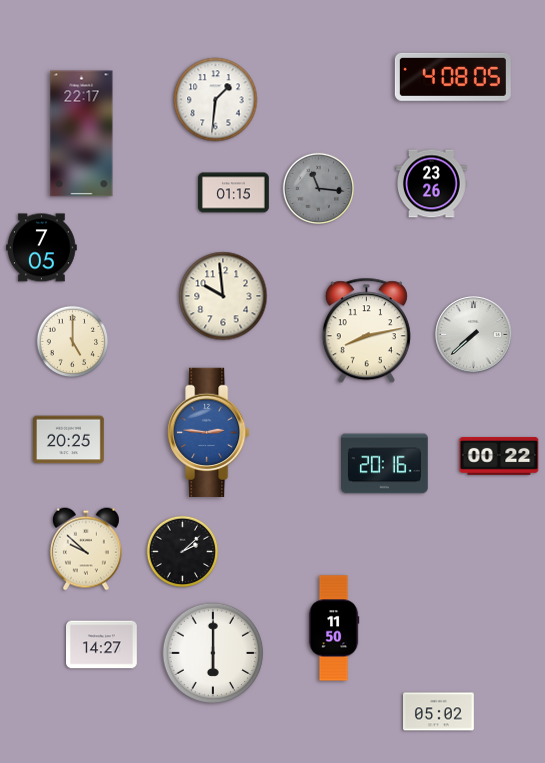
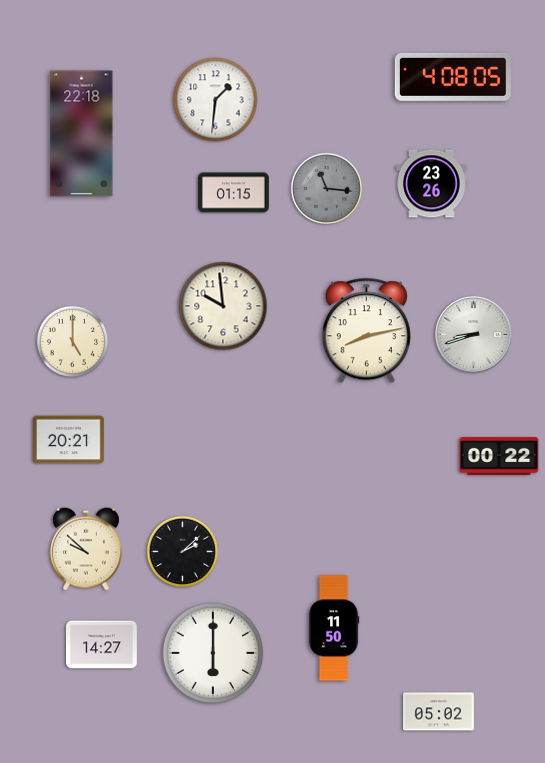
clock at (82, 134): 22:17 -> 22:18
clock at (319, 189) position: (319, 189) -> (327, 189)
clock at (42, 248): 7:05 -> none
clock at (223, 296) position: (223, 296) -> (223, 306)
clock at (474, 335): 7:38 -> 8:42
clock at (209, 432): 2:46 -> none
clock at (69, 440): 20:25 -> 20:21
clock at (385, 464): 20:16 -> none
